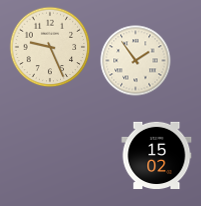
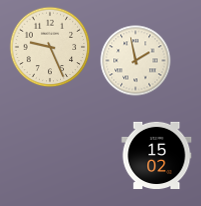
clock at (136, 61): 1:54 -> 1:58
